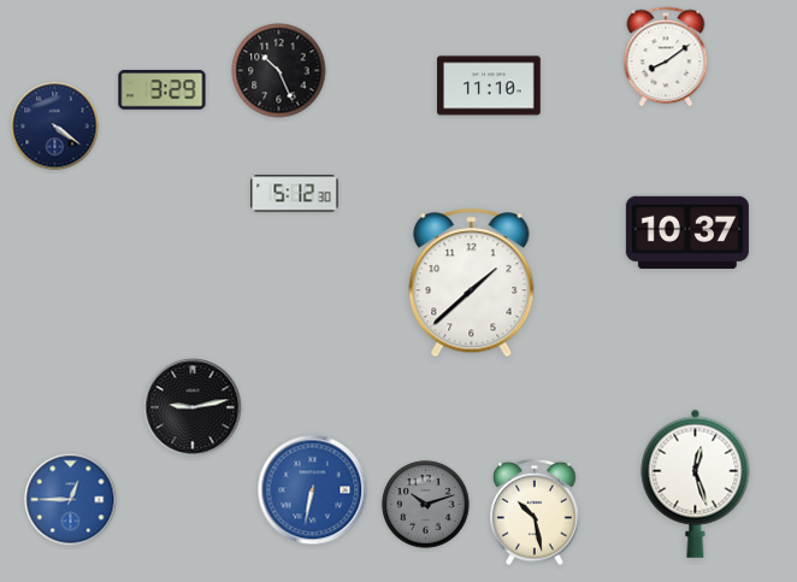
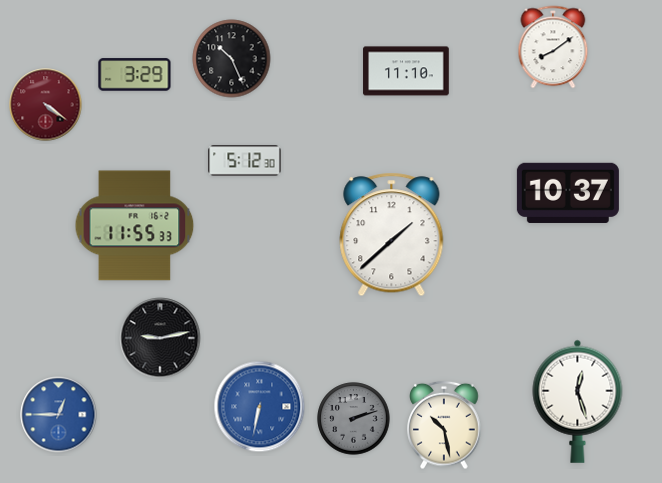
clock at (55, 127) dial: navy -> burgundy
clock at (687, 233) position: (687, 233) -> (568, 193)
clock at (135, 226): none -> 11:55
clock at (426, 505): 10:12 -> 2:12
